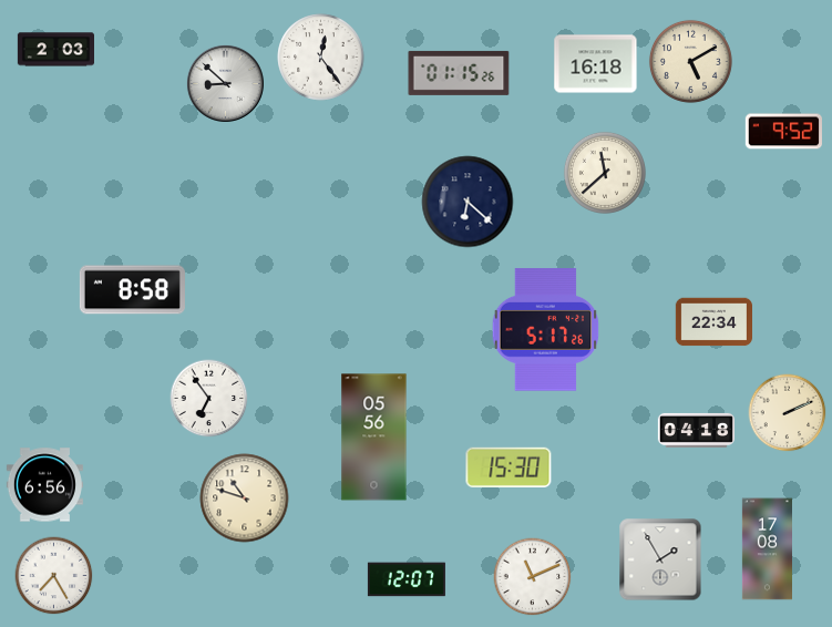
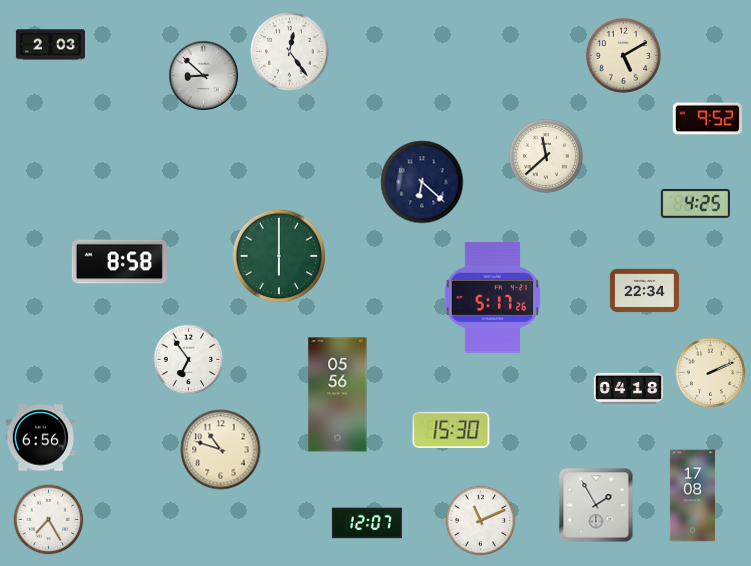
clock at (596, 64): 16:18 -> none
clock at (459, 73): 01:15 -> none
clock at (695, 203): none -> 4:25
clock at (278, 255): none -> 6:00
clock at (509, 467) position: (509, 467) -> (451, 430)
